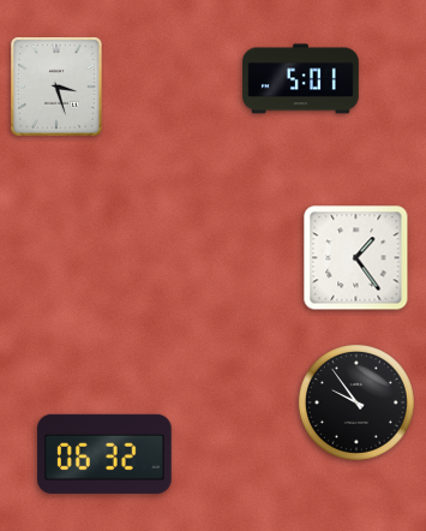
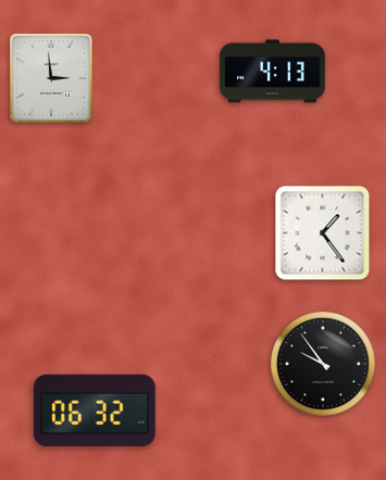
clock at (301, 79): 5:01 -> 4:13
clock at (58, 86): 3:27 -> 2:59
